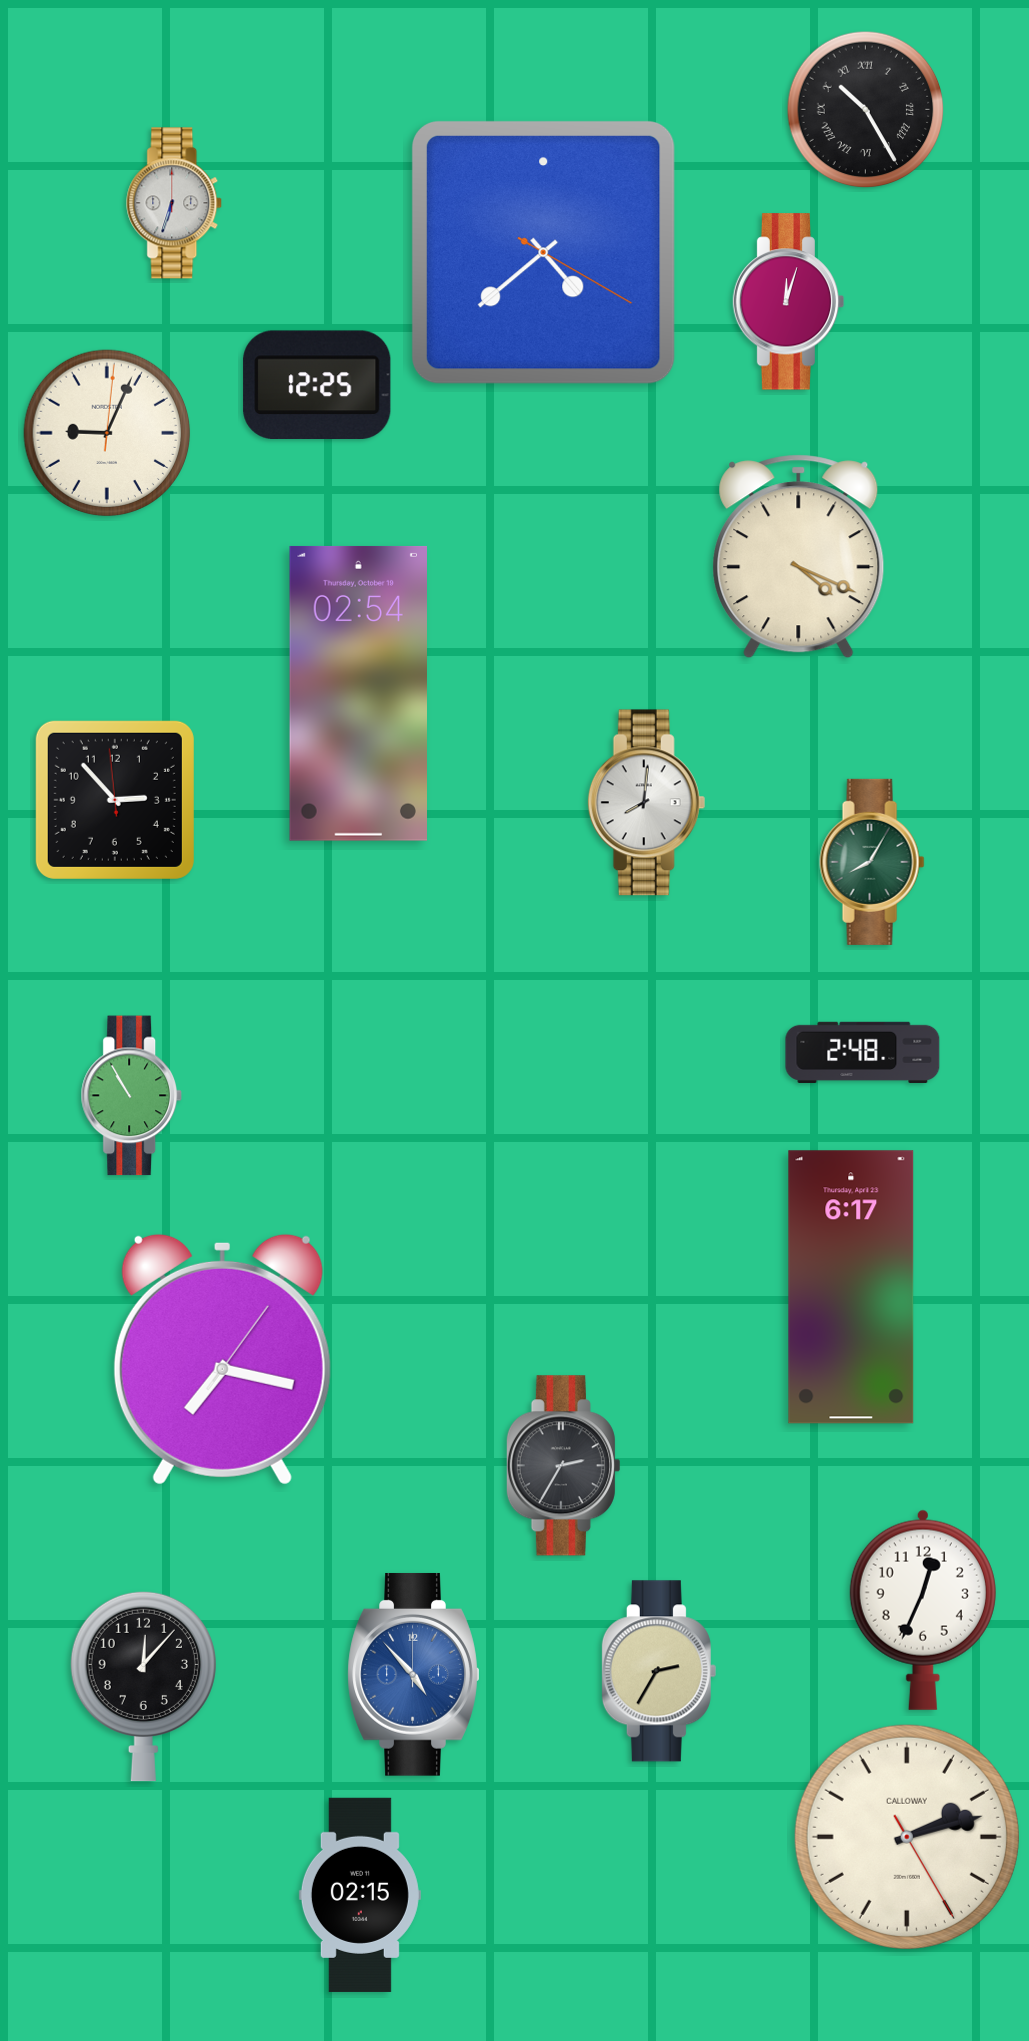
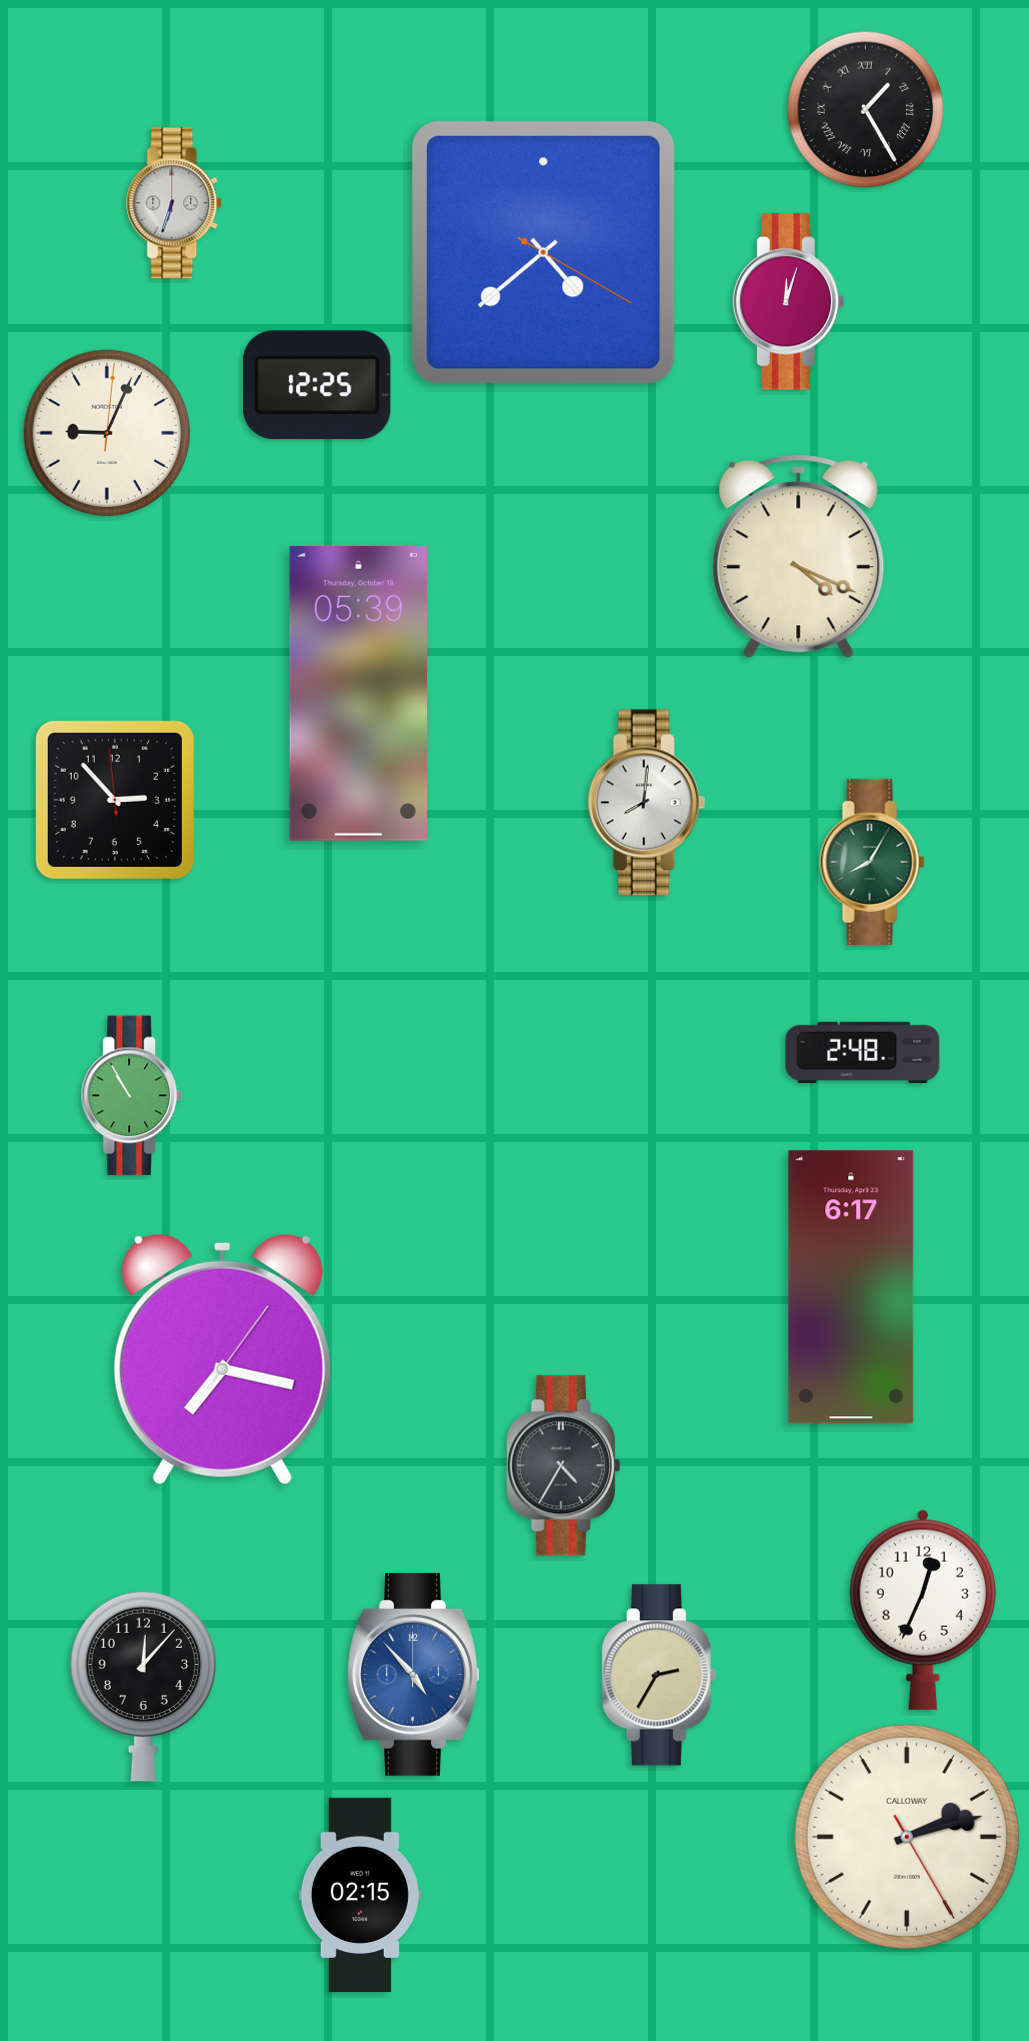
clock at (866, 110): 10:25 -> 1:25
clock at (358, 693): 02:54 -> 05:39
clock at (563, 1466): 2:35 -> 4:35
clock at (659, 1671) position: (659, 1671) -> (659, 1675)
